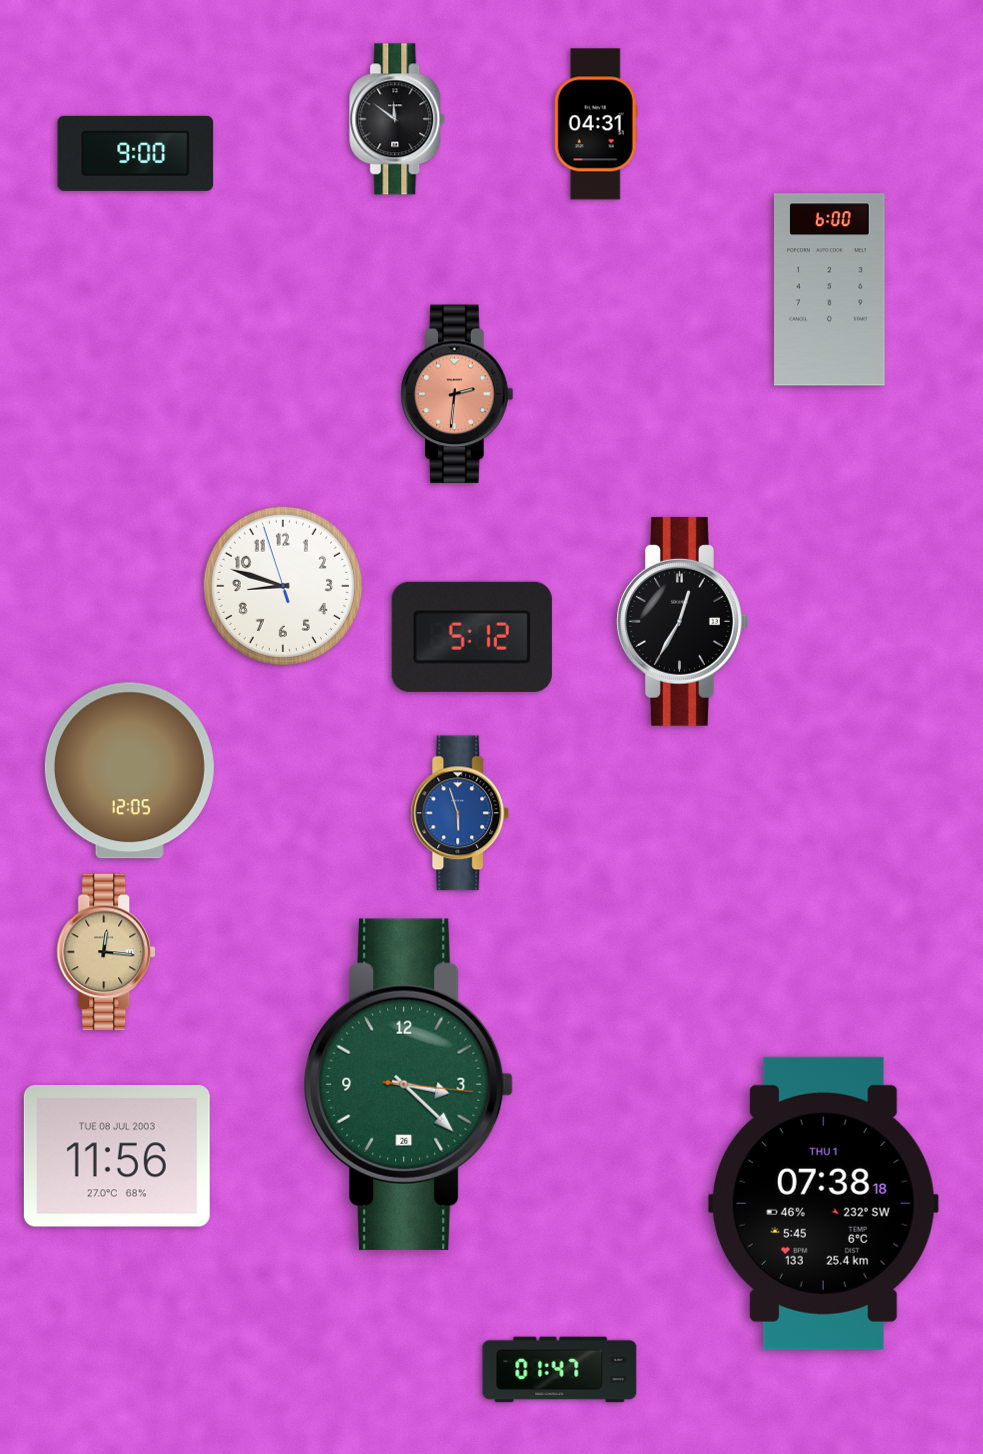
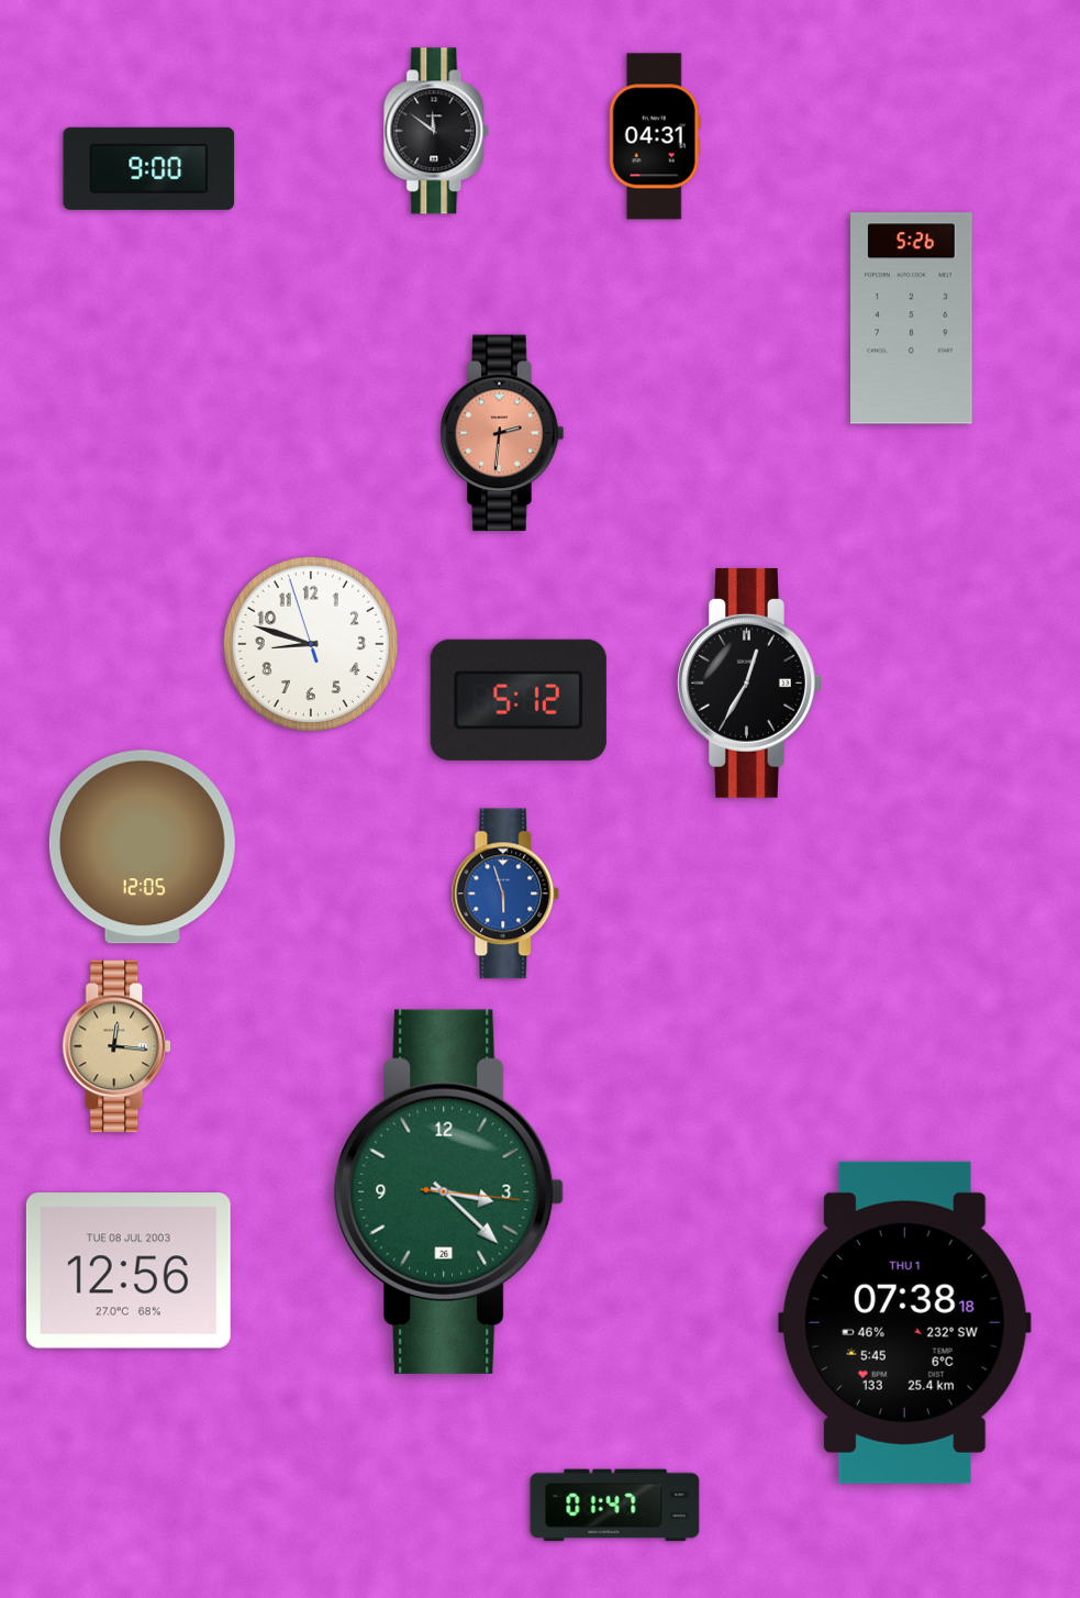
clock at (830, 290): 6:00 -> 5:26
clock at (117, 1156): 11:56 -> 12:56
